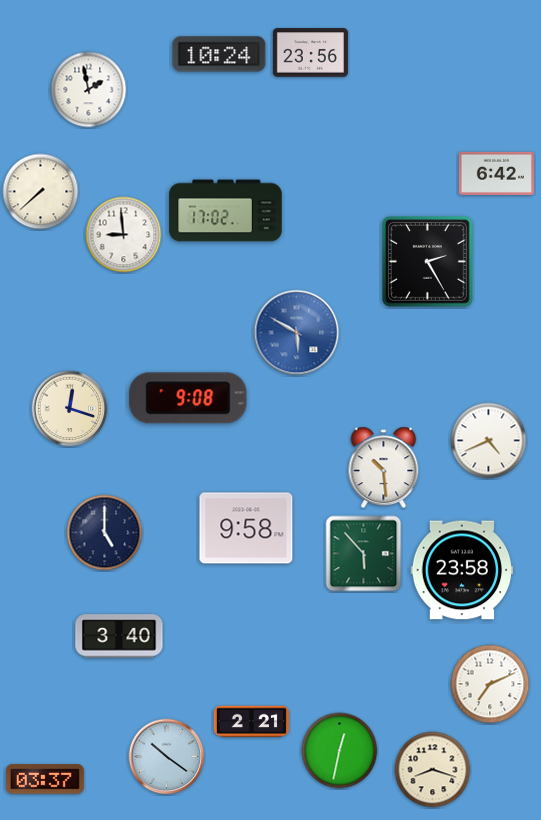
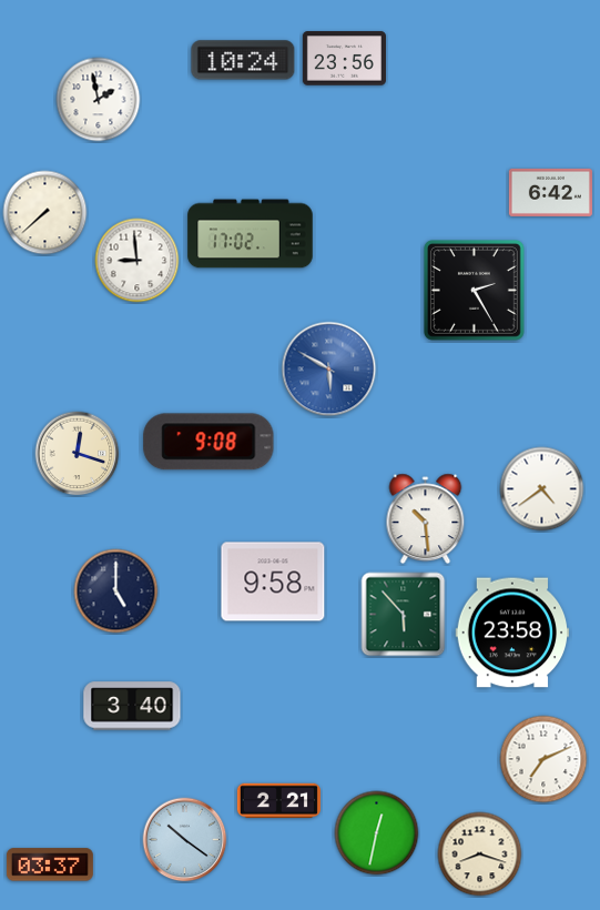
clock at (489, 441): 4:41 -> 4:39
clock at (246, 528) position: (246, 528) -> (273, 582)
